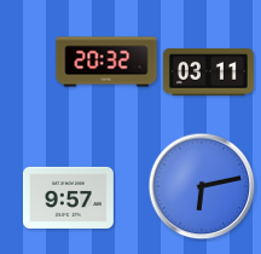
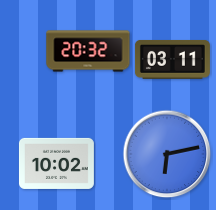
clock at (68, 197): 9:57 -> 10:02
